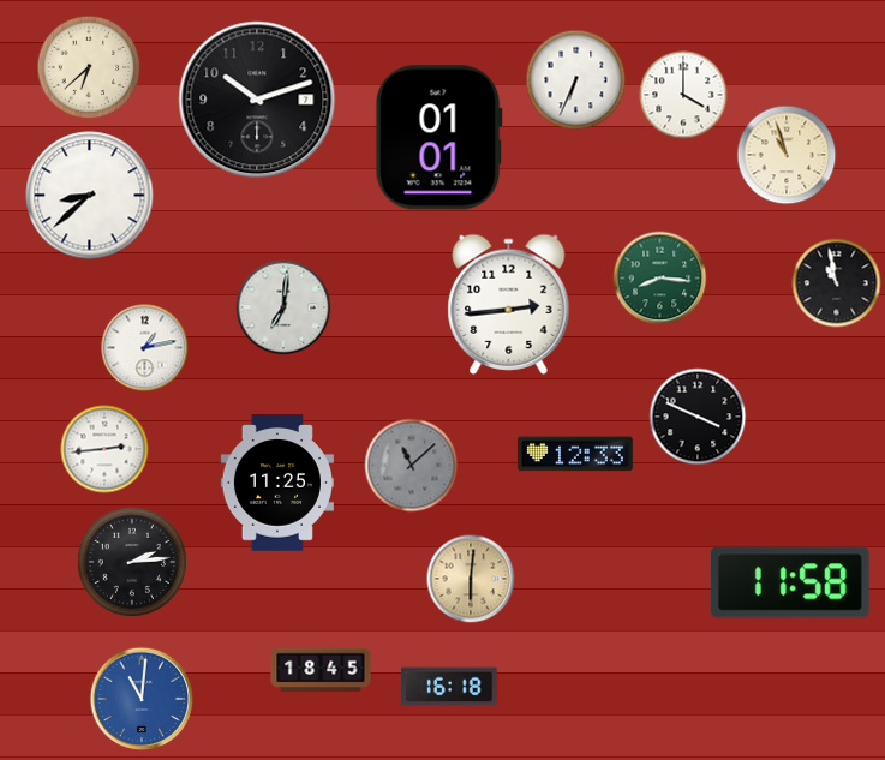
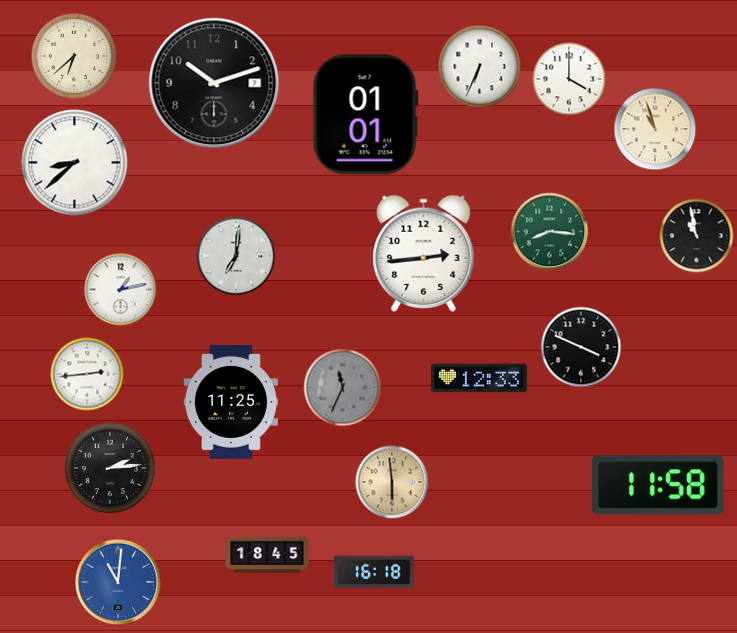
clock at (412, 466): 11:08 -> 11:34
clock at (471, 579): 6:01 -> 5:59
clock at (321, 670) position: (321, 670) -> (267, 555)
